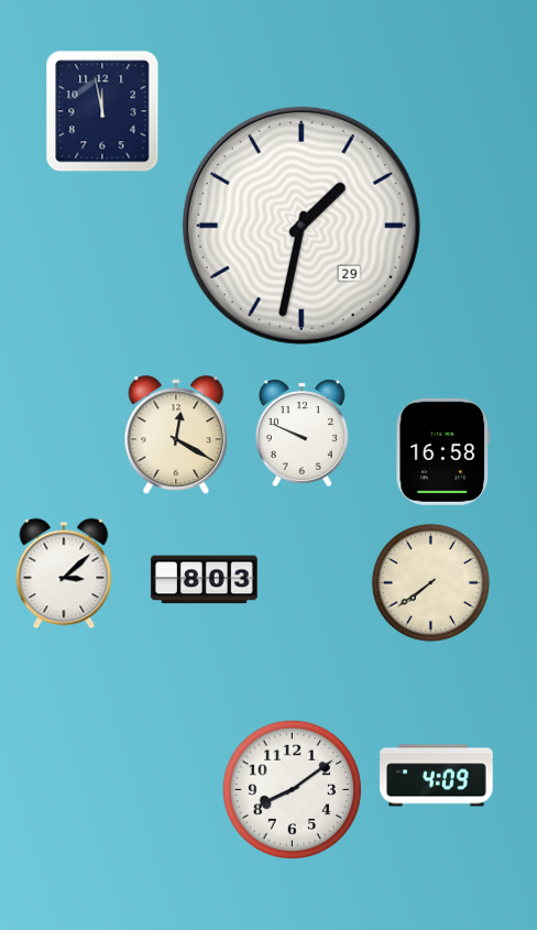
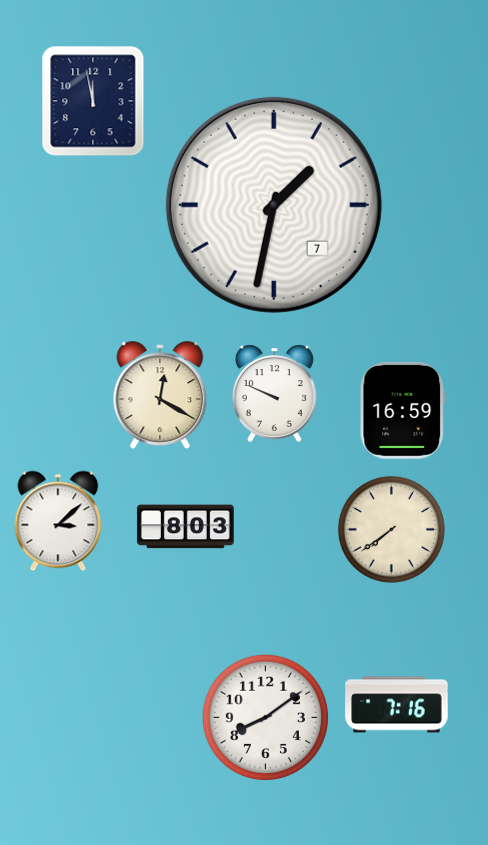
clock at (302, 226) date: 29 -> 7
clock at (443, 451): 16:58 -> 16:59
clock at (437, 776): 4:09 -> 7:16
